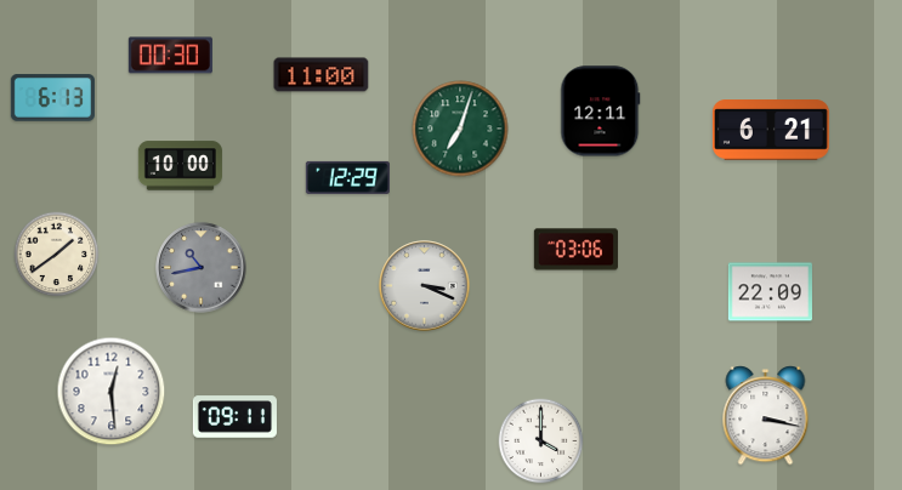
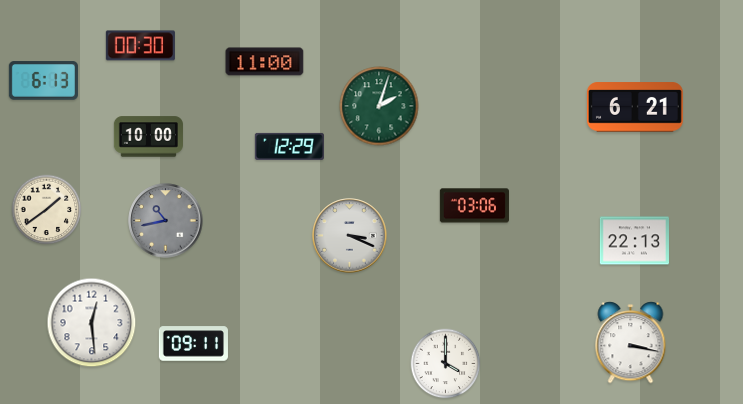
clock at (601, 112): 12:11 -> none
clock at (460, 129): 7:03 -> 2:03
clock at (347, 177) position: (347, 177) -> (289, 146)
clock at (770, 292): 22:09 -> 22:13
